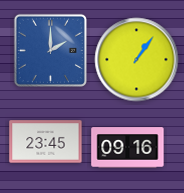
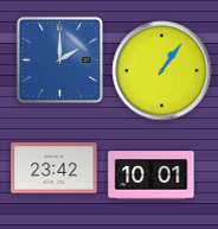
clock at (46, 142): 23:45 -> 23:42
clock at (128, 148): 09:16 -> 10:01
